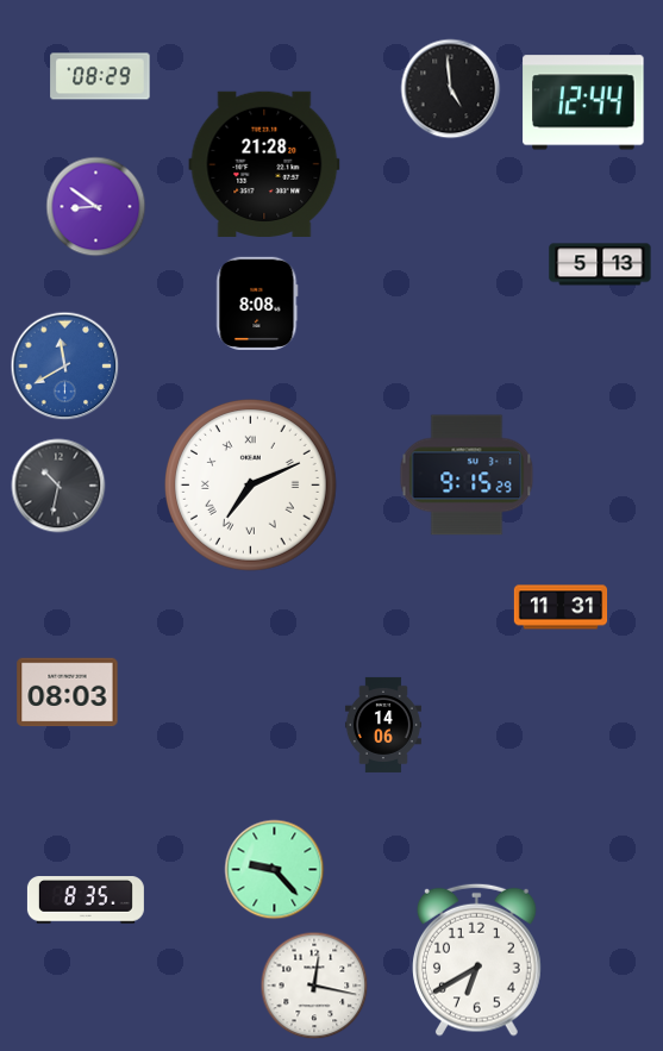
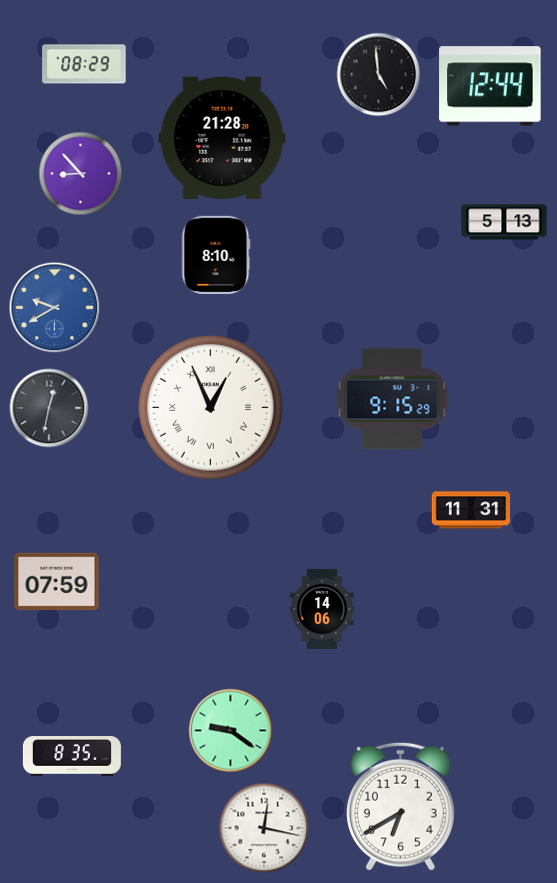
clock at (96, 207): 8:51 -> 8:53
clock at (257, 302): 8:08 -> 8:10
clock at (65, 367): 11:40 -> 9:40
clock at (250, 484): 7:11 -> 12:56
clock at (58, 486): 10:32 -> 12:32
clock at (68, 693): 08:03 -> 07:59
clock at (275, 870): 9:23 -> 9:21
